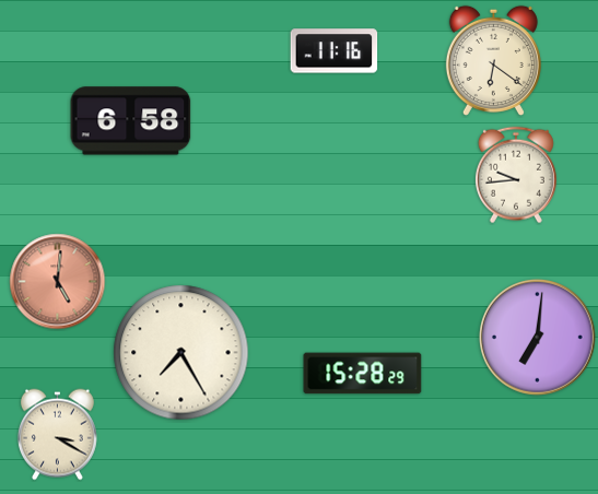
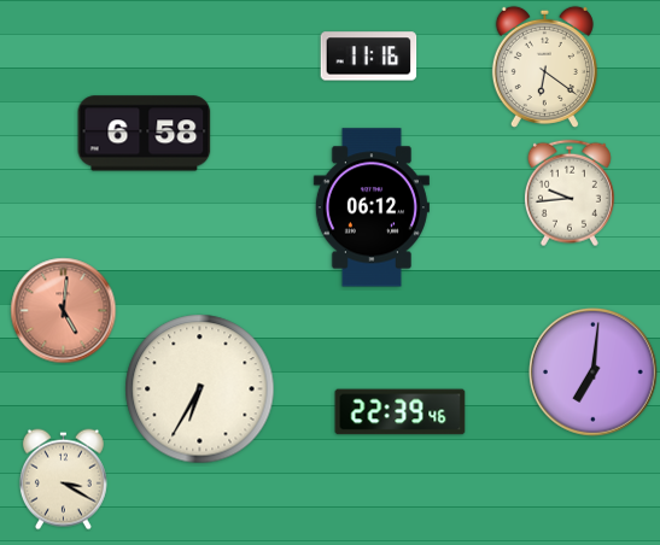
clock at (372, 207): none -> 06:12
clock at (181, 353): 7:25 -> 6:35
clock at (363, 374): 15:28 -> 22:39
